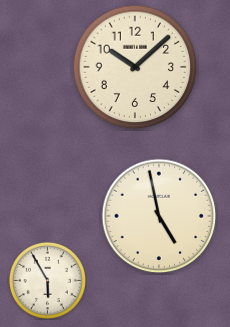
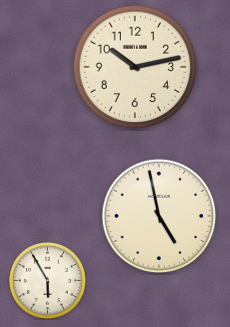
clock at (135, 67): 10:08 -> 10:13
